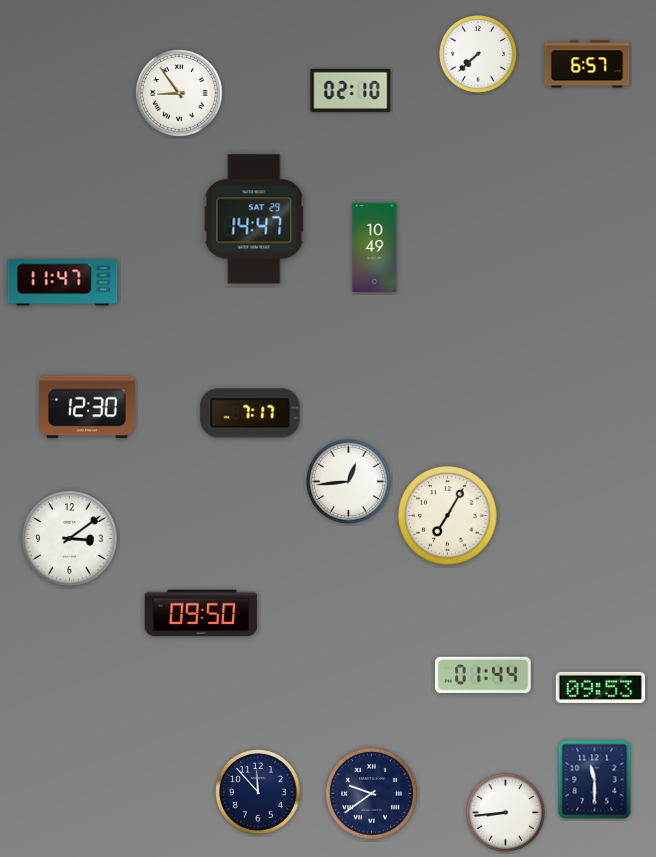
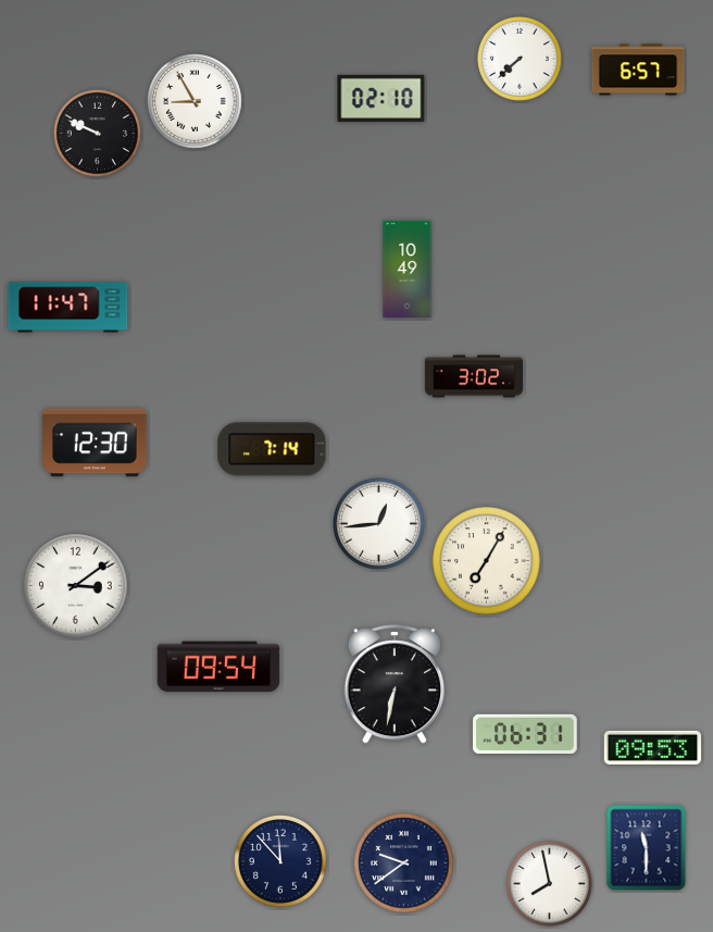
clock at (180, 94): 8:54 -> 8:55
clock at (97, 133): none -> 9:49
clock at (254, 219): 14:47 -> none
clock at (473, 376): none -> 3:02
clock at (250, 413): 7:17 -> 7:14
clock at (201, 613): 09:50 -> 09:54
clock at (395, 685): none -> 6:32
clock at (483, 674): 01:44 -> 06:31
clock at (505, 812): 8:44 -> 7:58
